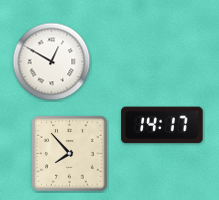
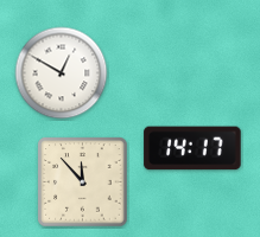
clock at (70, 154): 7:53 -> 11:53
